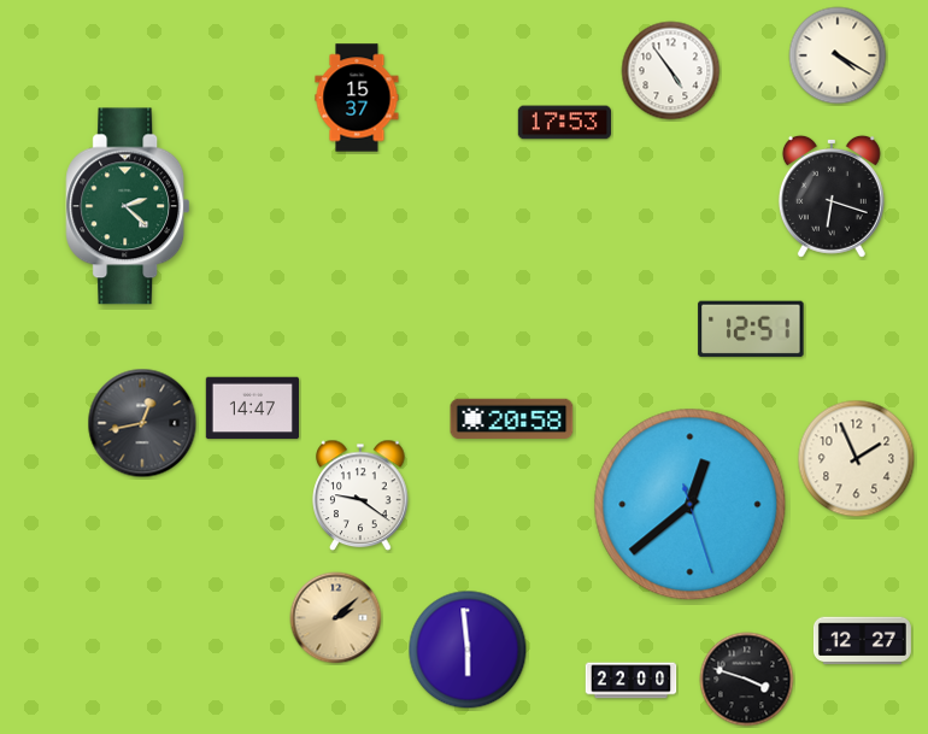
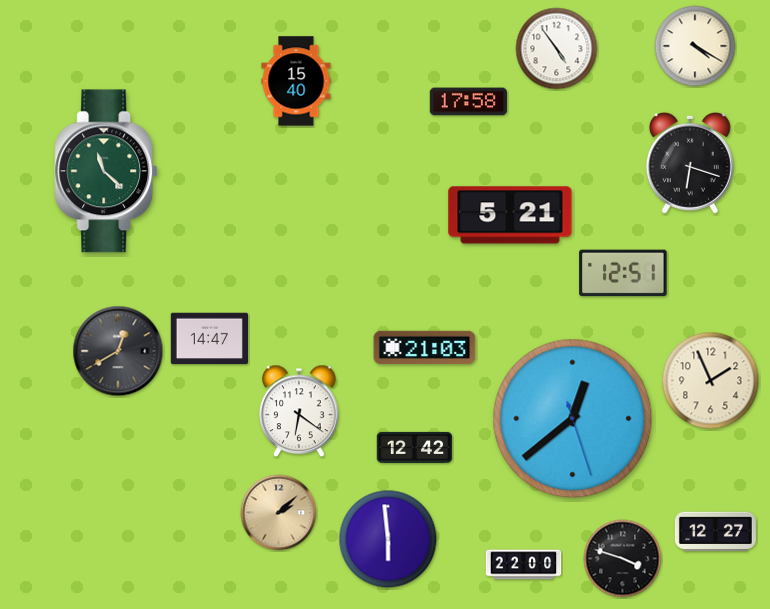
clock at (671, 71) position: (671, 71) -> (557, 49)
clock at (357, 98): 15:37 -> 15:40
clock at (564, 123): 17:53 -> 17:58
clock at (128, 206): 2:22 -> 11:22
clock at (510, 215): none -> 5:21
clock at (512, 419): 20:58 -> 21:03
clock at (142, 423): 12:43 -> 12:40
clock at (360, 495): 9:21 -> 6:21
clock at (415, 447): none -> 12:42
clock at (747, 680) position: (747, 680) -> (623, 559)
